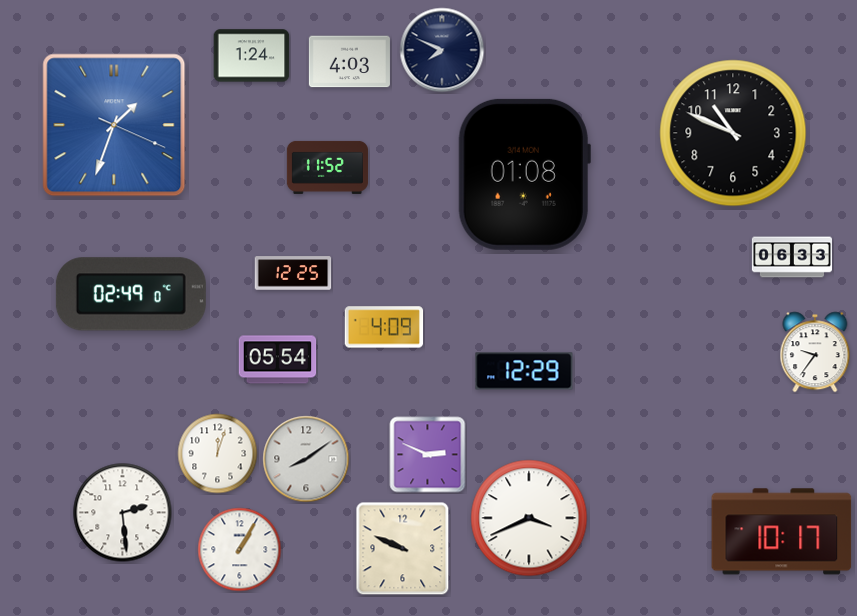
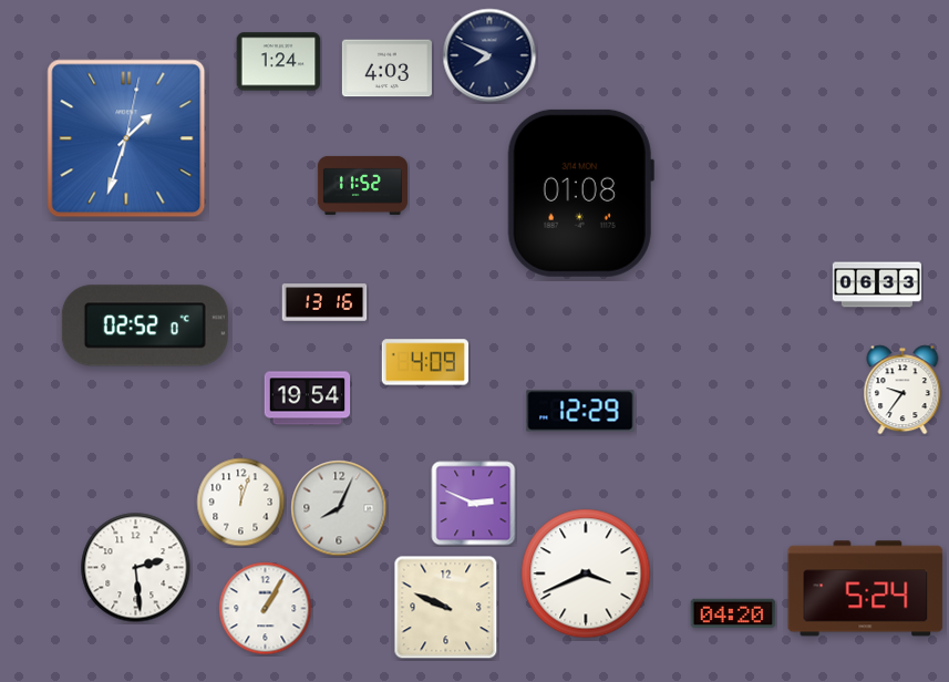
clock at (114, 125): 1:33:19 -> 1:33:02
clock at (733, 133): 10:49 -> none
clock at (293, 273): 12:25 -> 13:16
clock at (131, 294): 02:49 -> 02:52
clock at (278, 360): 05:54 -> 19:54
clock at (306, 459): 8:09 -> 8:04
clock at (782, 532): 10:17 -> 5:24
clock at (733, 612): none -> 04:20
